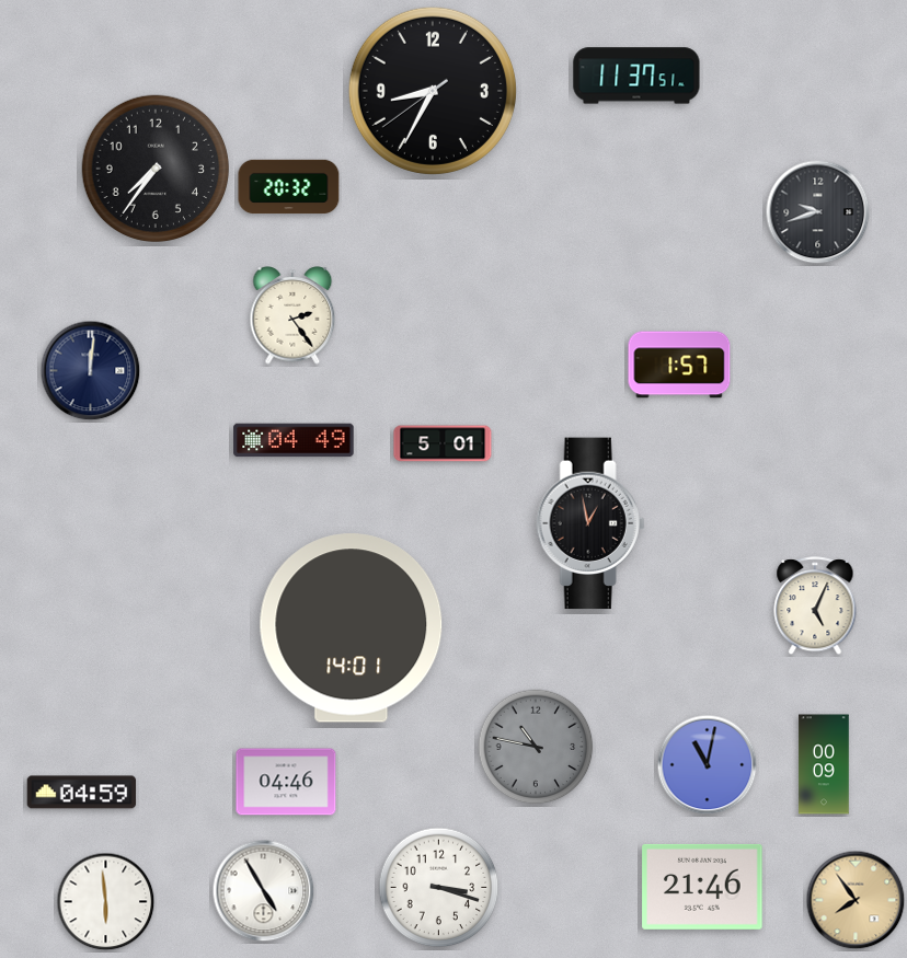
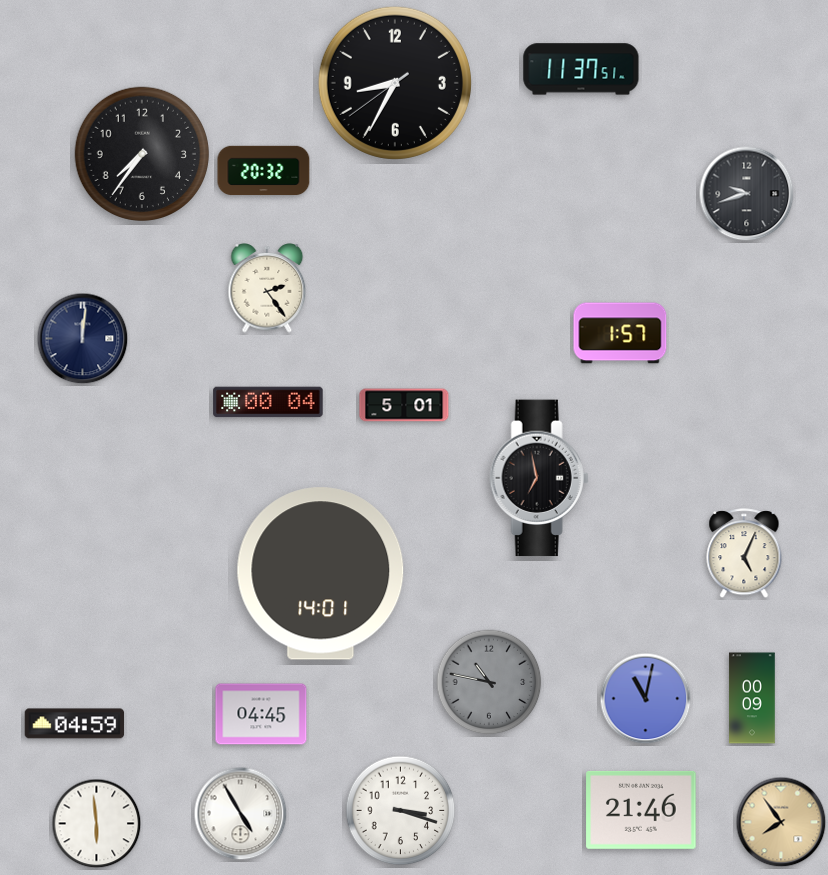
clock at (294, 440): 04:49 -> 00:04
clock at (590, 523): 12:58 -> 6:58
clock at (286, 782): 04:46 -> 04:45
